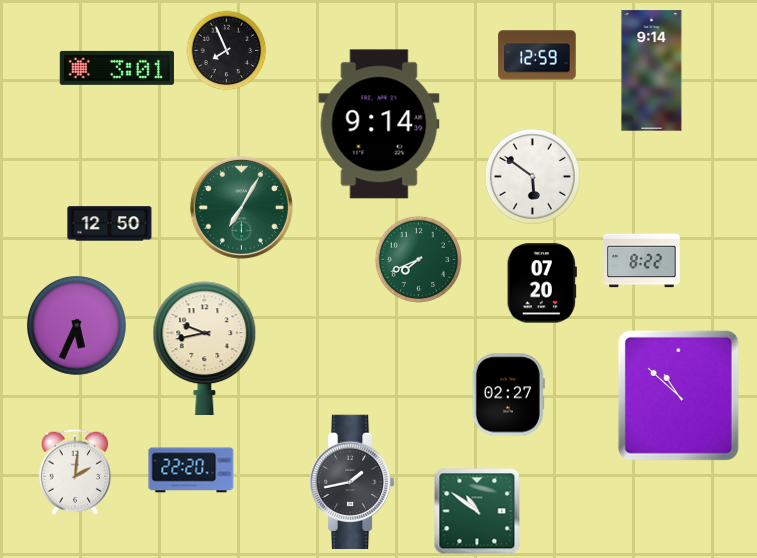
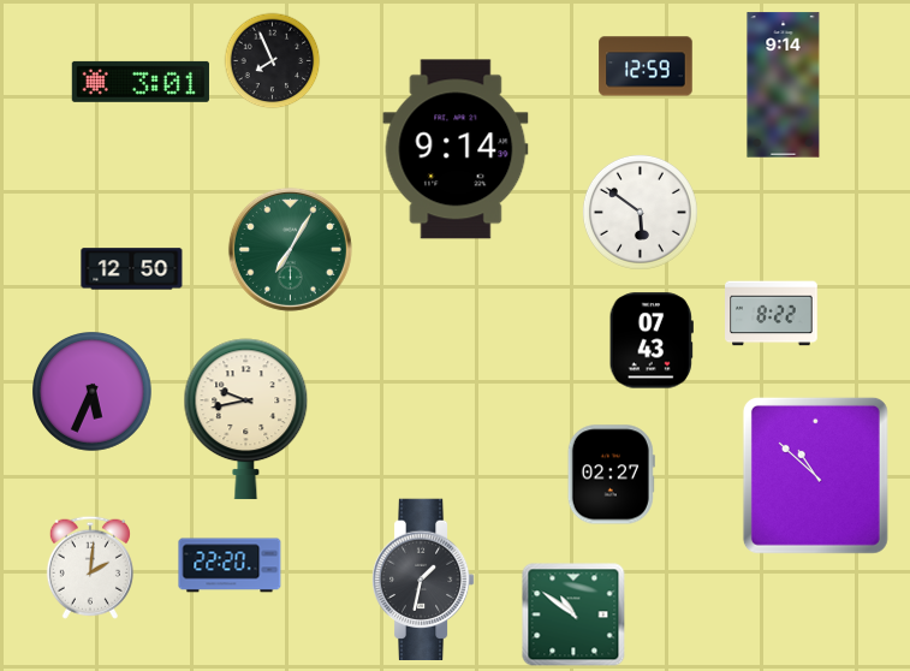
clock at (419, 260): 7:41 -> none
clock at (542, 283): 07:20 -> 07:43
clock at (352, 481): 1:43 -> 1:32
